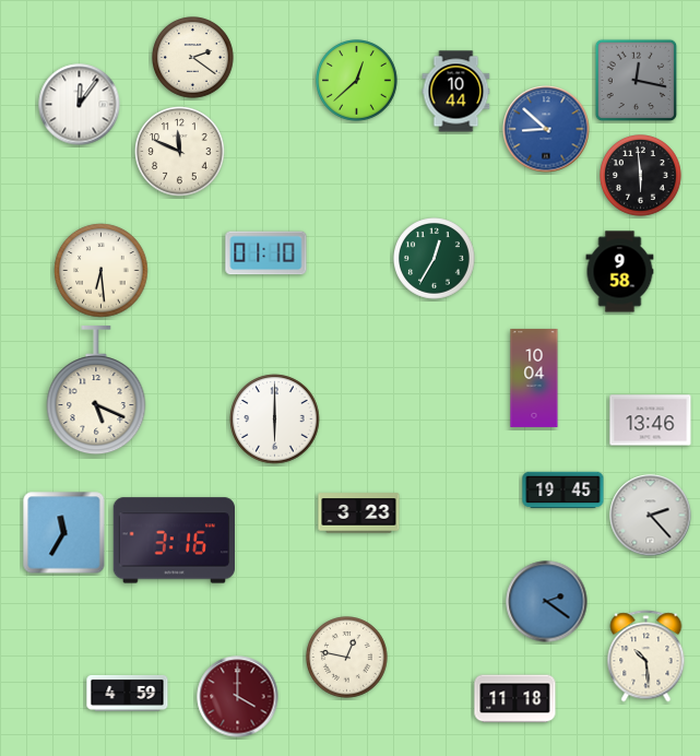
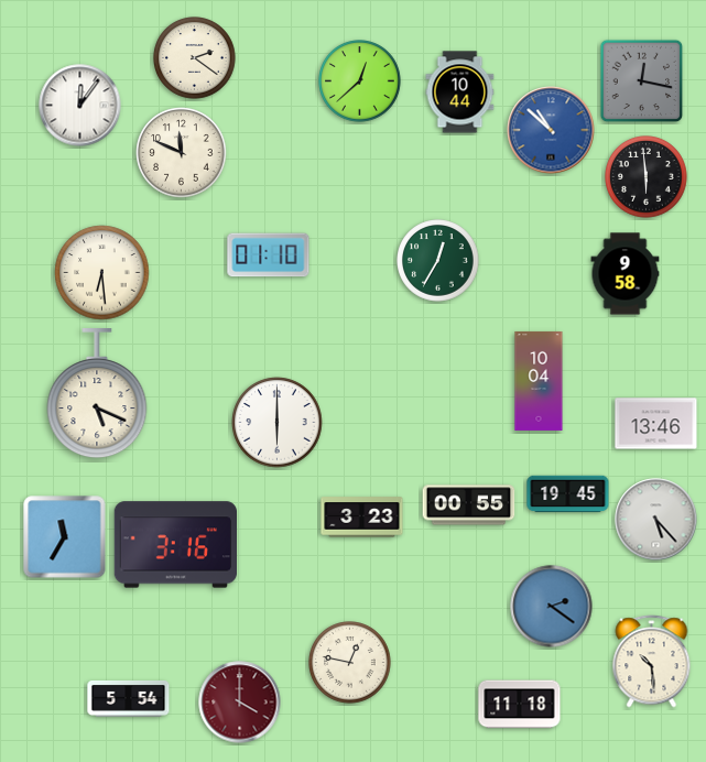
clock at (546, 129): 8:52 -> 10:52
clock at (469, 505): none -> 00:55
clock at (651, 516): 2:23 -> 5:23
clock at (128, 693): 4:59 -> 5:54
